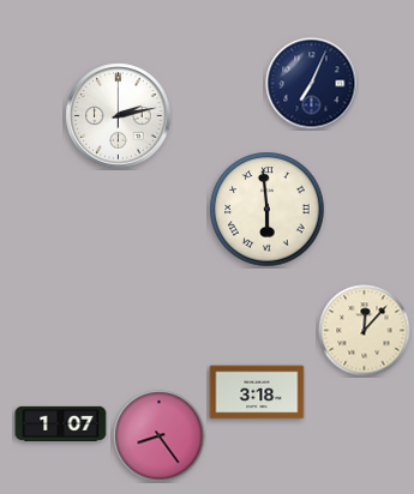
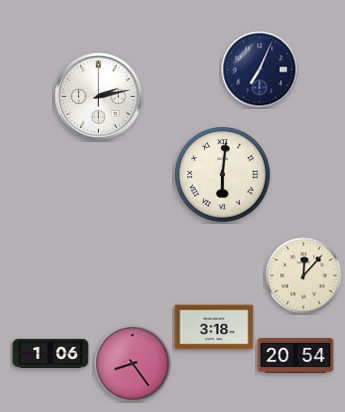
clock at (268, 210): 5:59 -> 6:01
clock at (61, 423): 1:07 -> 1:06
clock at (296, 355): none -> 20:54
